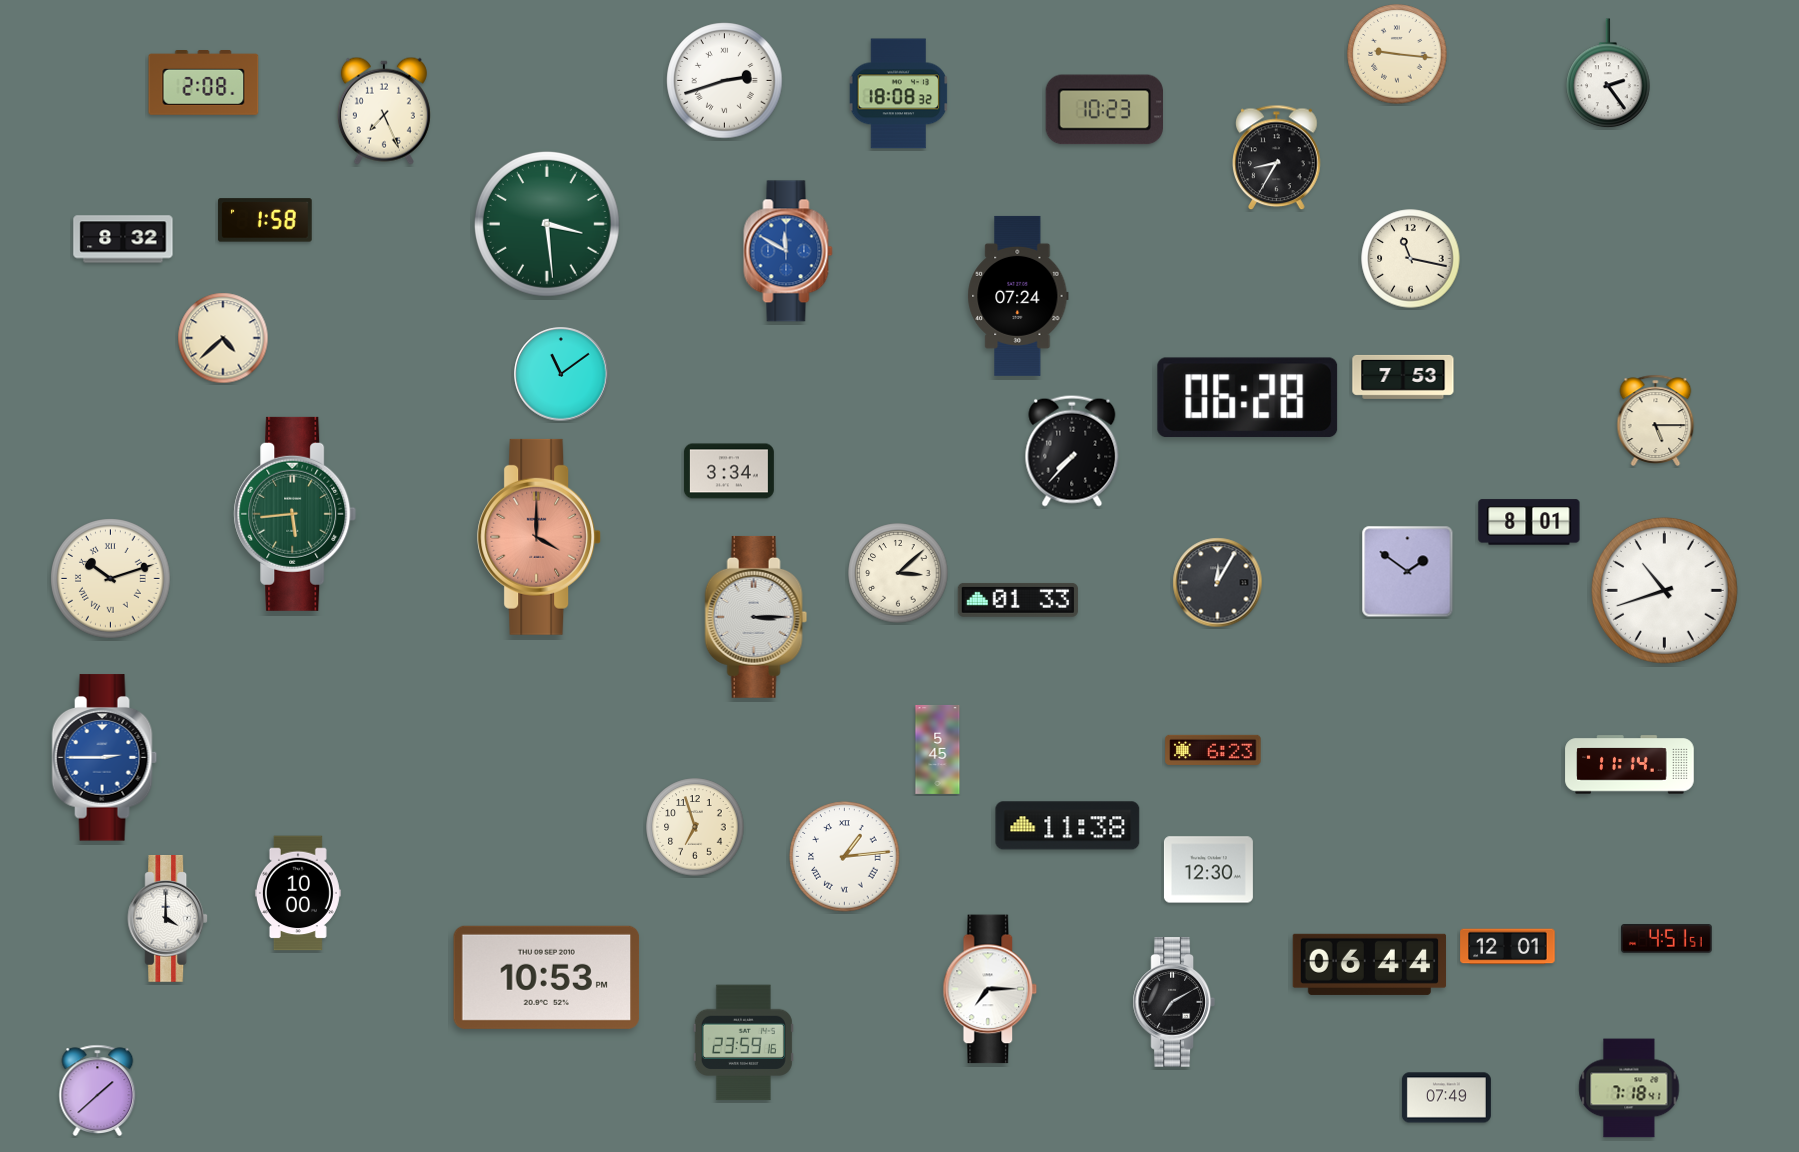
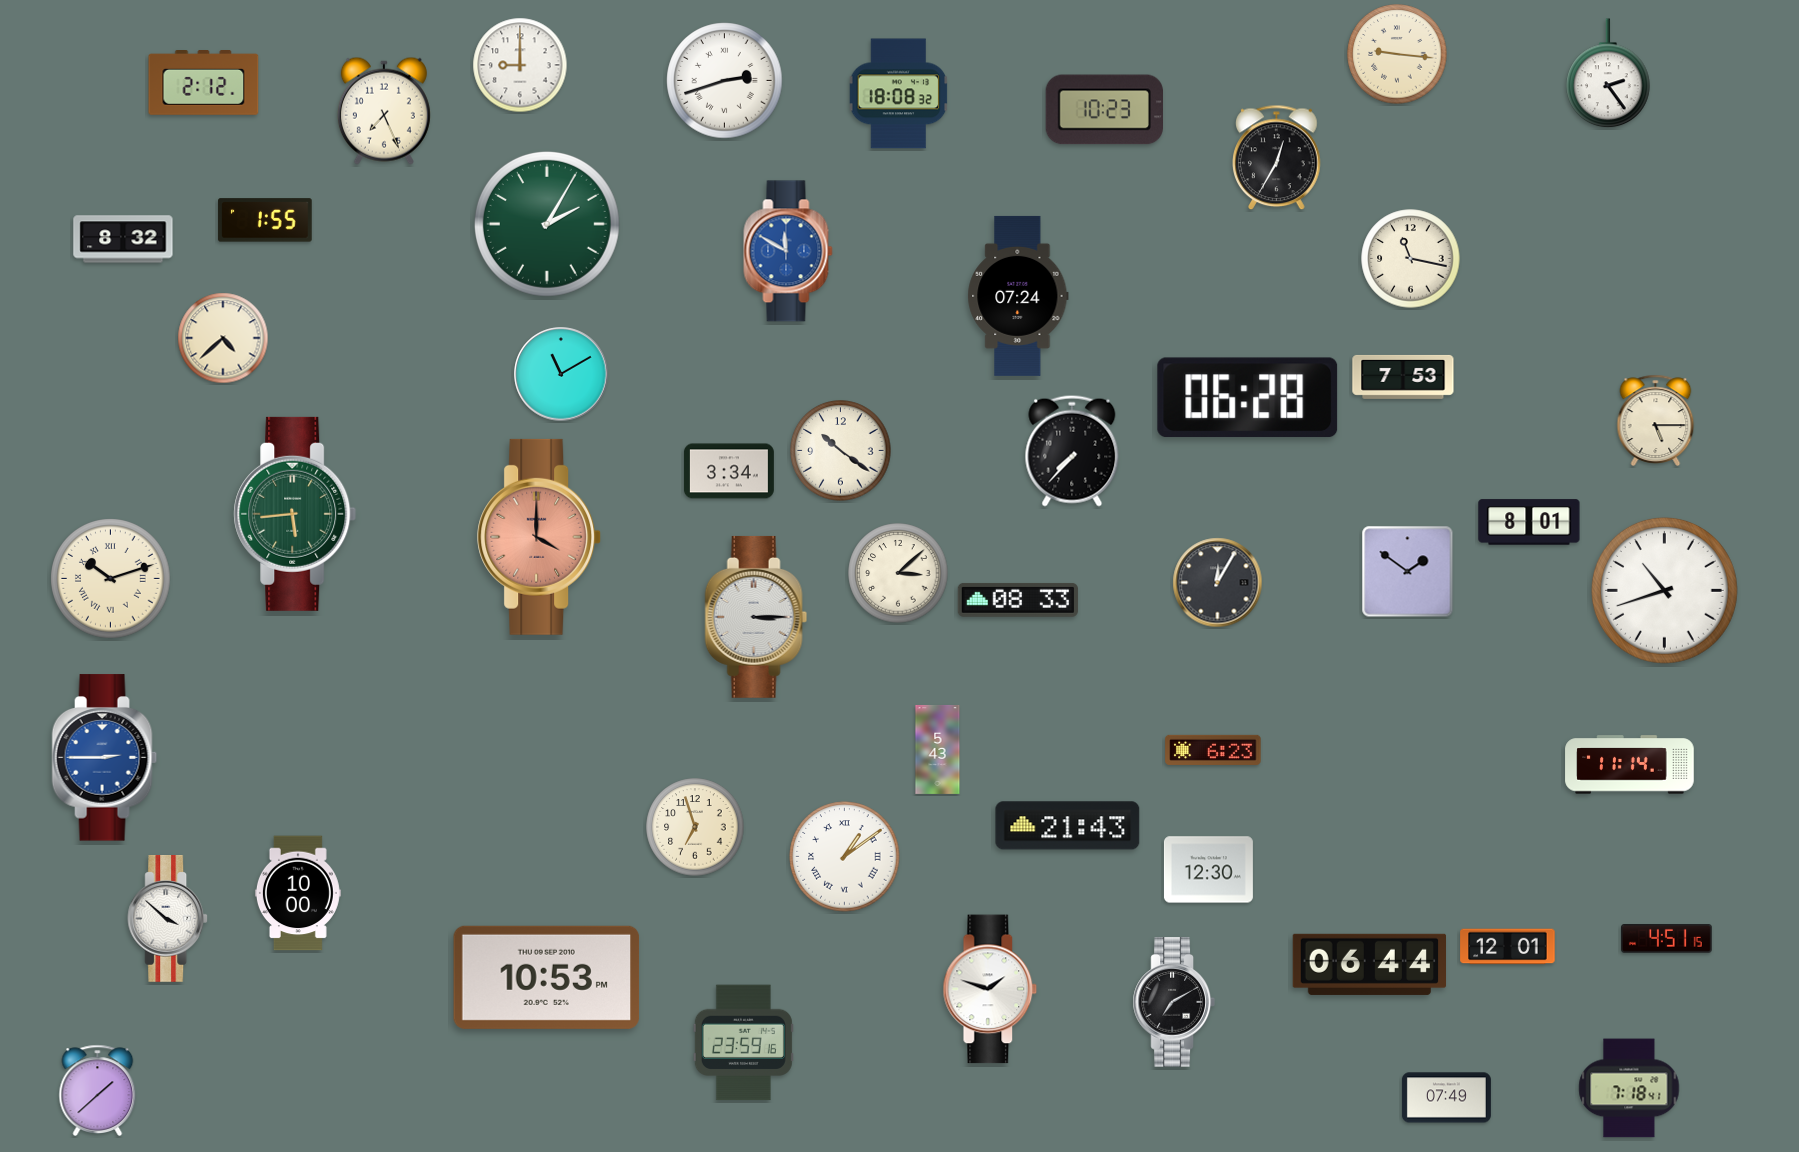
clock at (520, 65): none -> 9:00
clock at (204, 83): 2:08 -> 2:12
clock at (1277, 158): 8:35 -> 12:35
clock at (265, 220): 1:58 -> 1:55
clock at (547, 224): 3:29 -> 2:05
clock at (561, 374): 11:09 -> 11:10
clock at (841, 451): none -> 10:21
clock at (1018, 600): 01:33 -> 08:33
clock at (938, 749): 5:45 -> 5:43
clock at (1068, 826): 11:38 -> 21:43
clock at (845, 857): 1:14 -> 1:09
clock at (168, 919): 4:00 -> 3:52
clock at (1667, 939): 4:51:51 -> 4:51:15
clock at (990, 989): 7:15 -> 1:48
